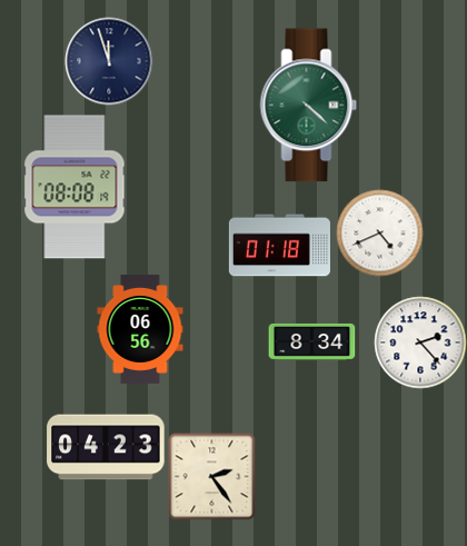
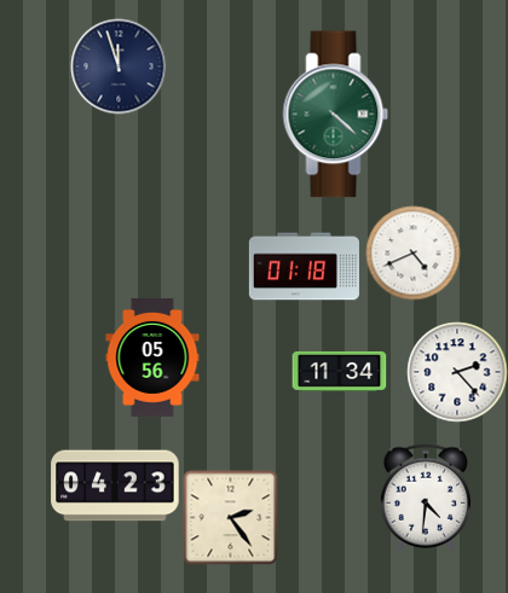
clock at (74, 187): 08:08 -> none
clock at (140, 329): 06:56 -> 05:56
clock at (311, 341): 8:34 -> 11:34
clock at (425, 498): none -> 4:31
